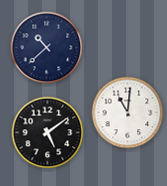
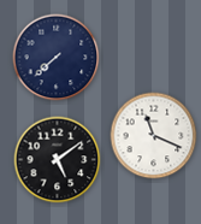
clock at (47, 48): 10:38 -> 7:38
clock at (128, 113): 11:01 -> 11:19
